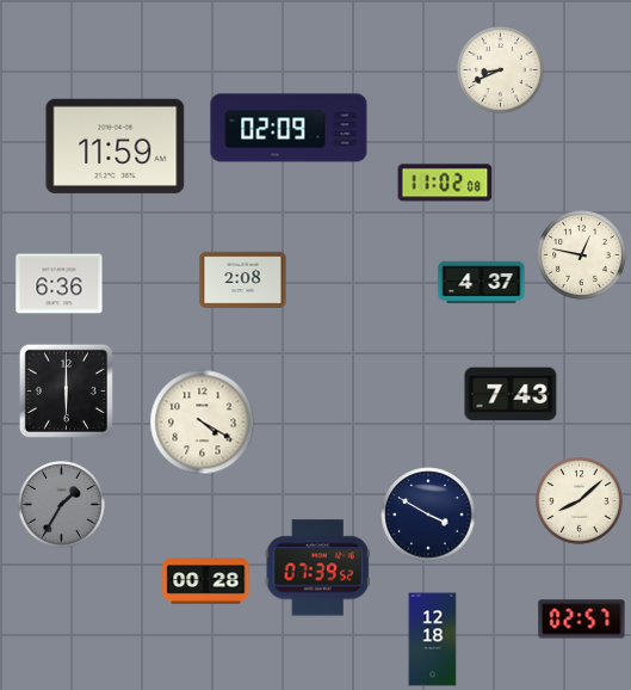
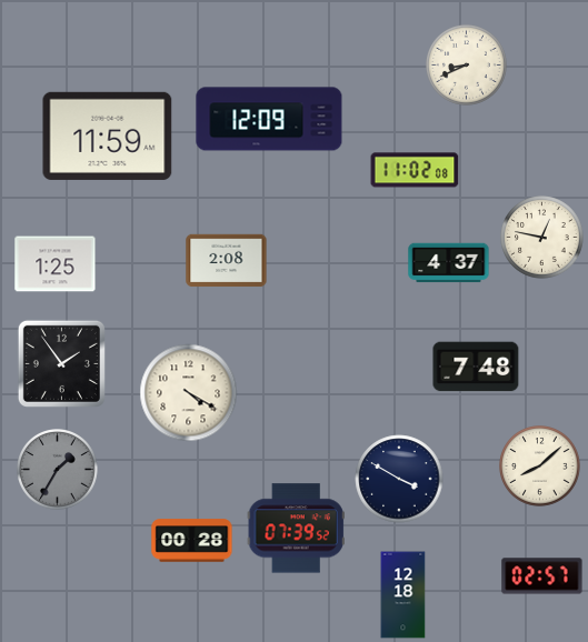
clock at (289, 128): 02:09 -> 12:09
clock at (60, 284): 6:36 -> 1:25
clock at (66, 390): 6:00 -> 1:54
clock at (511, 394): 7:43 -> 7:48
